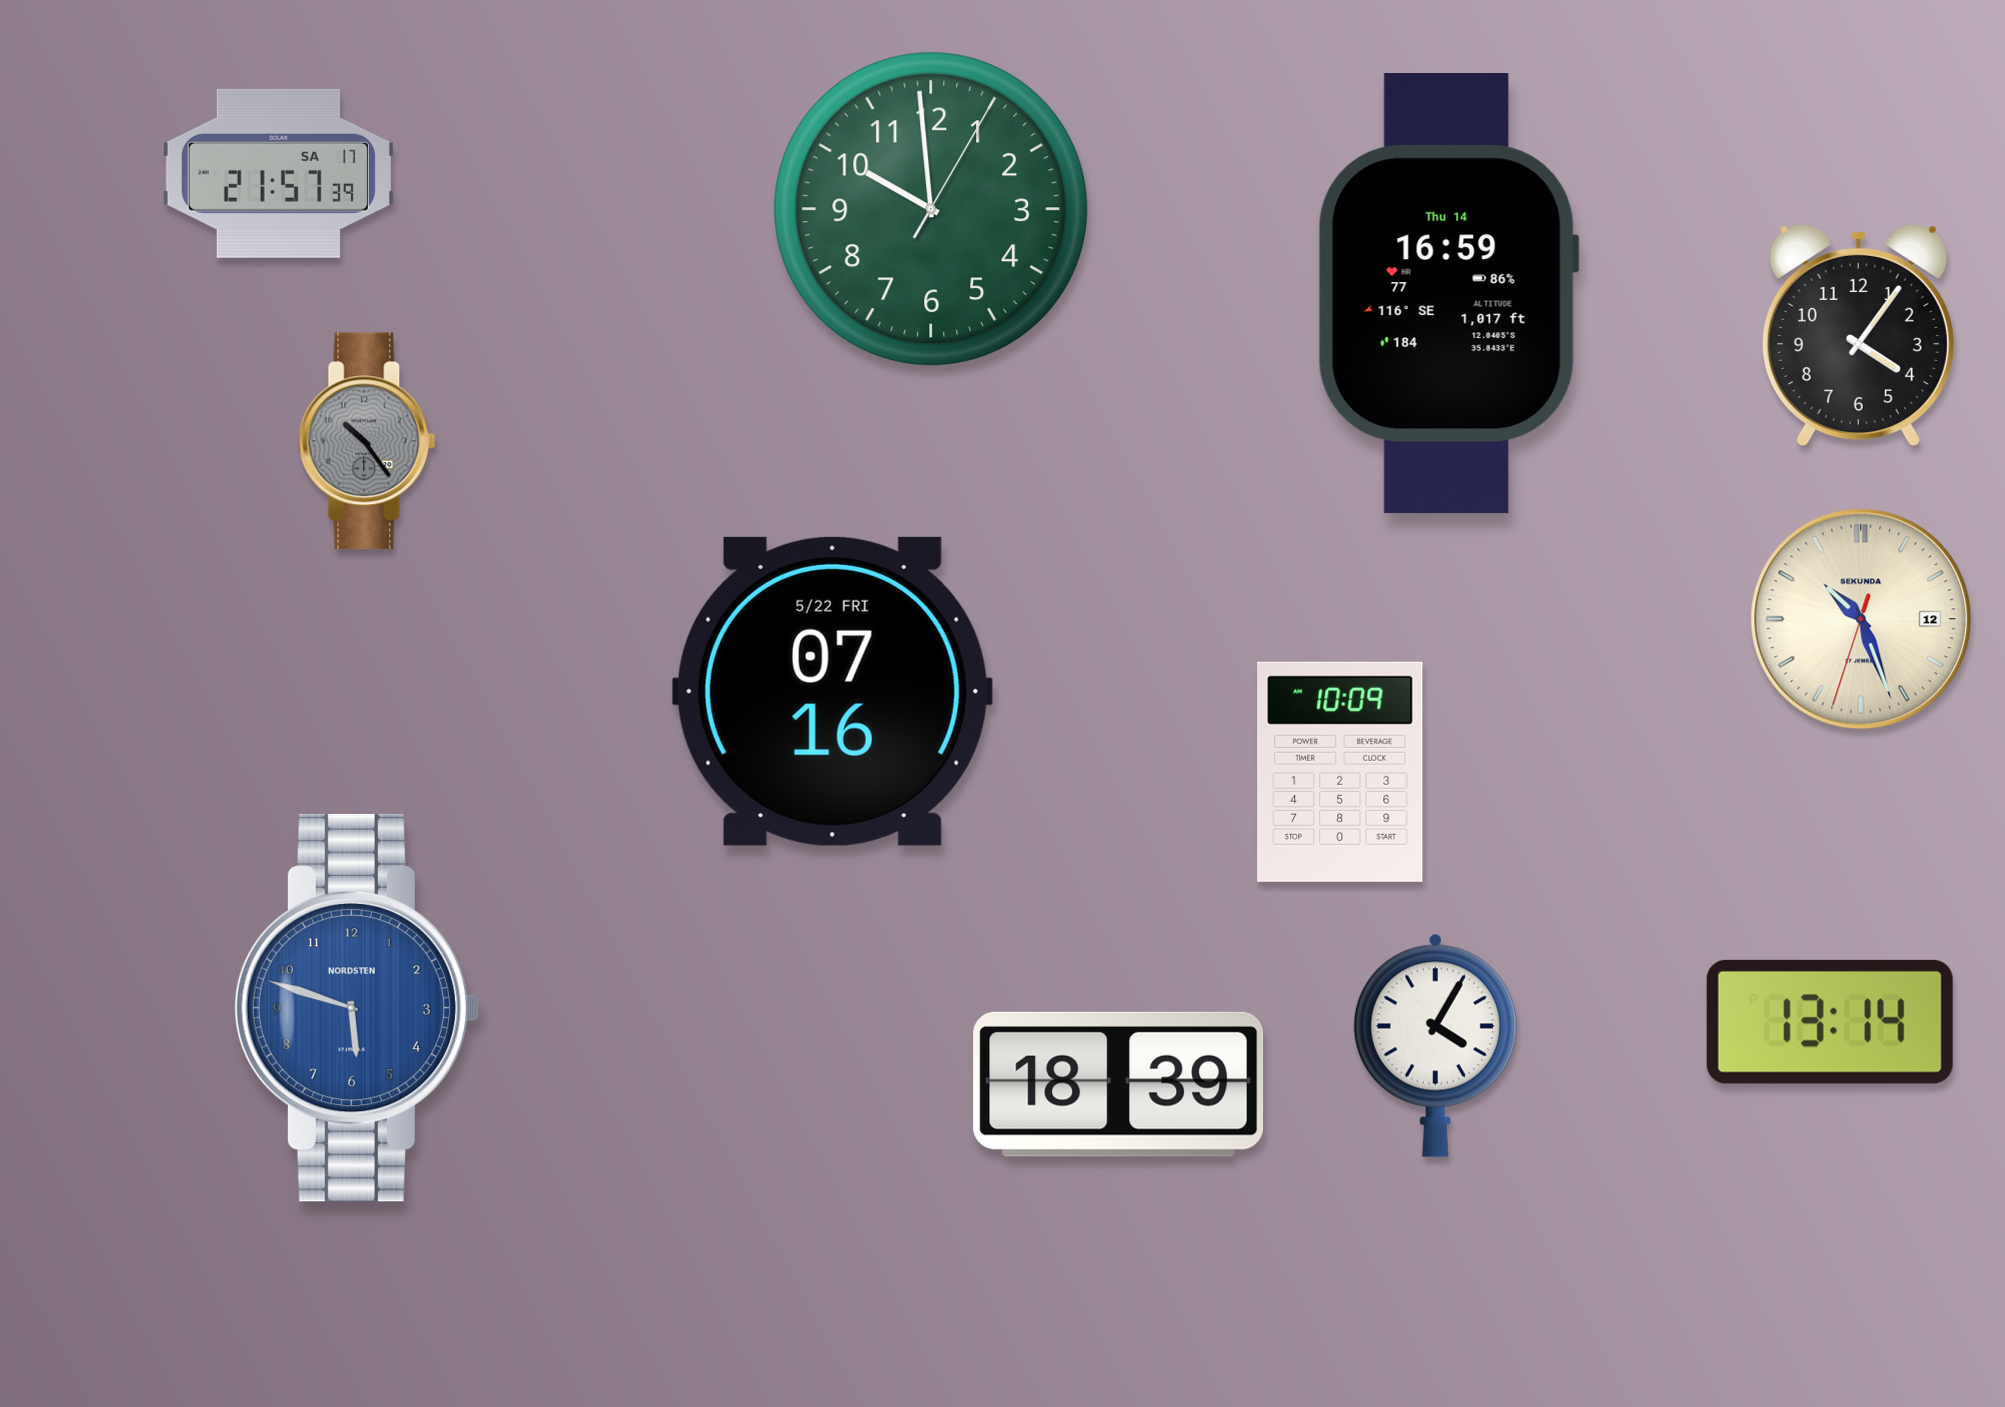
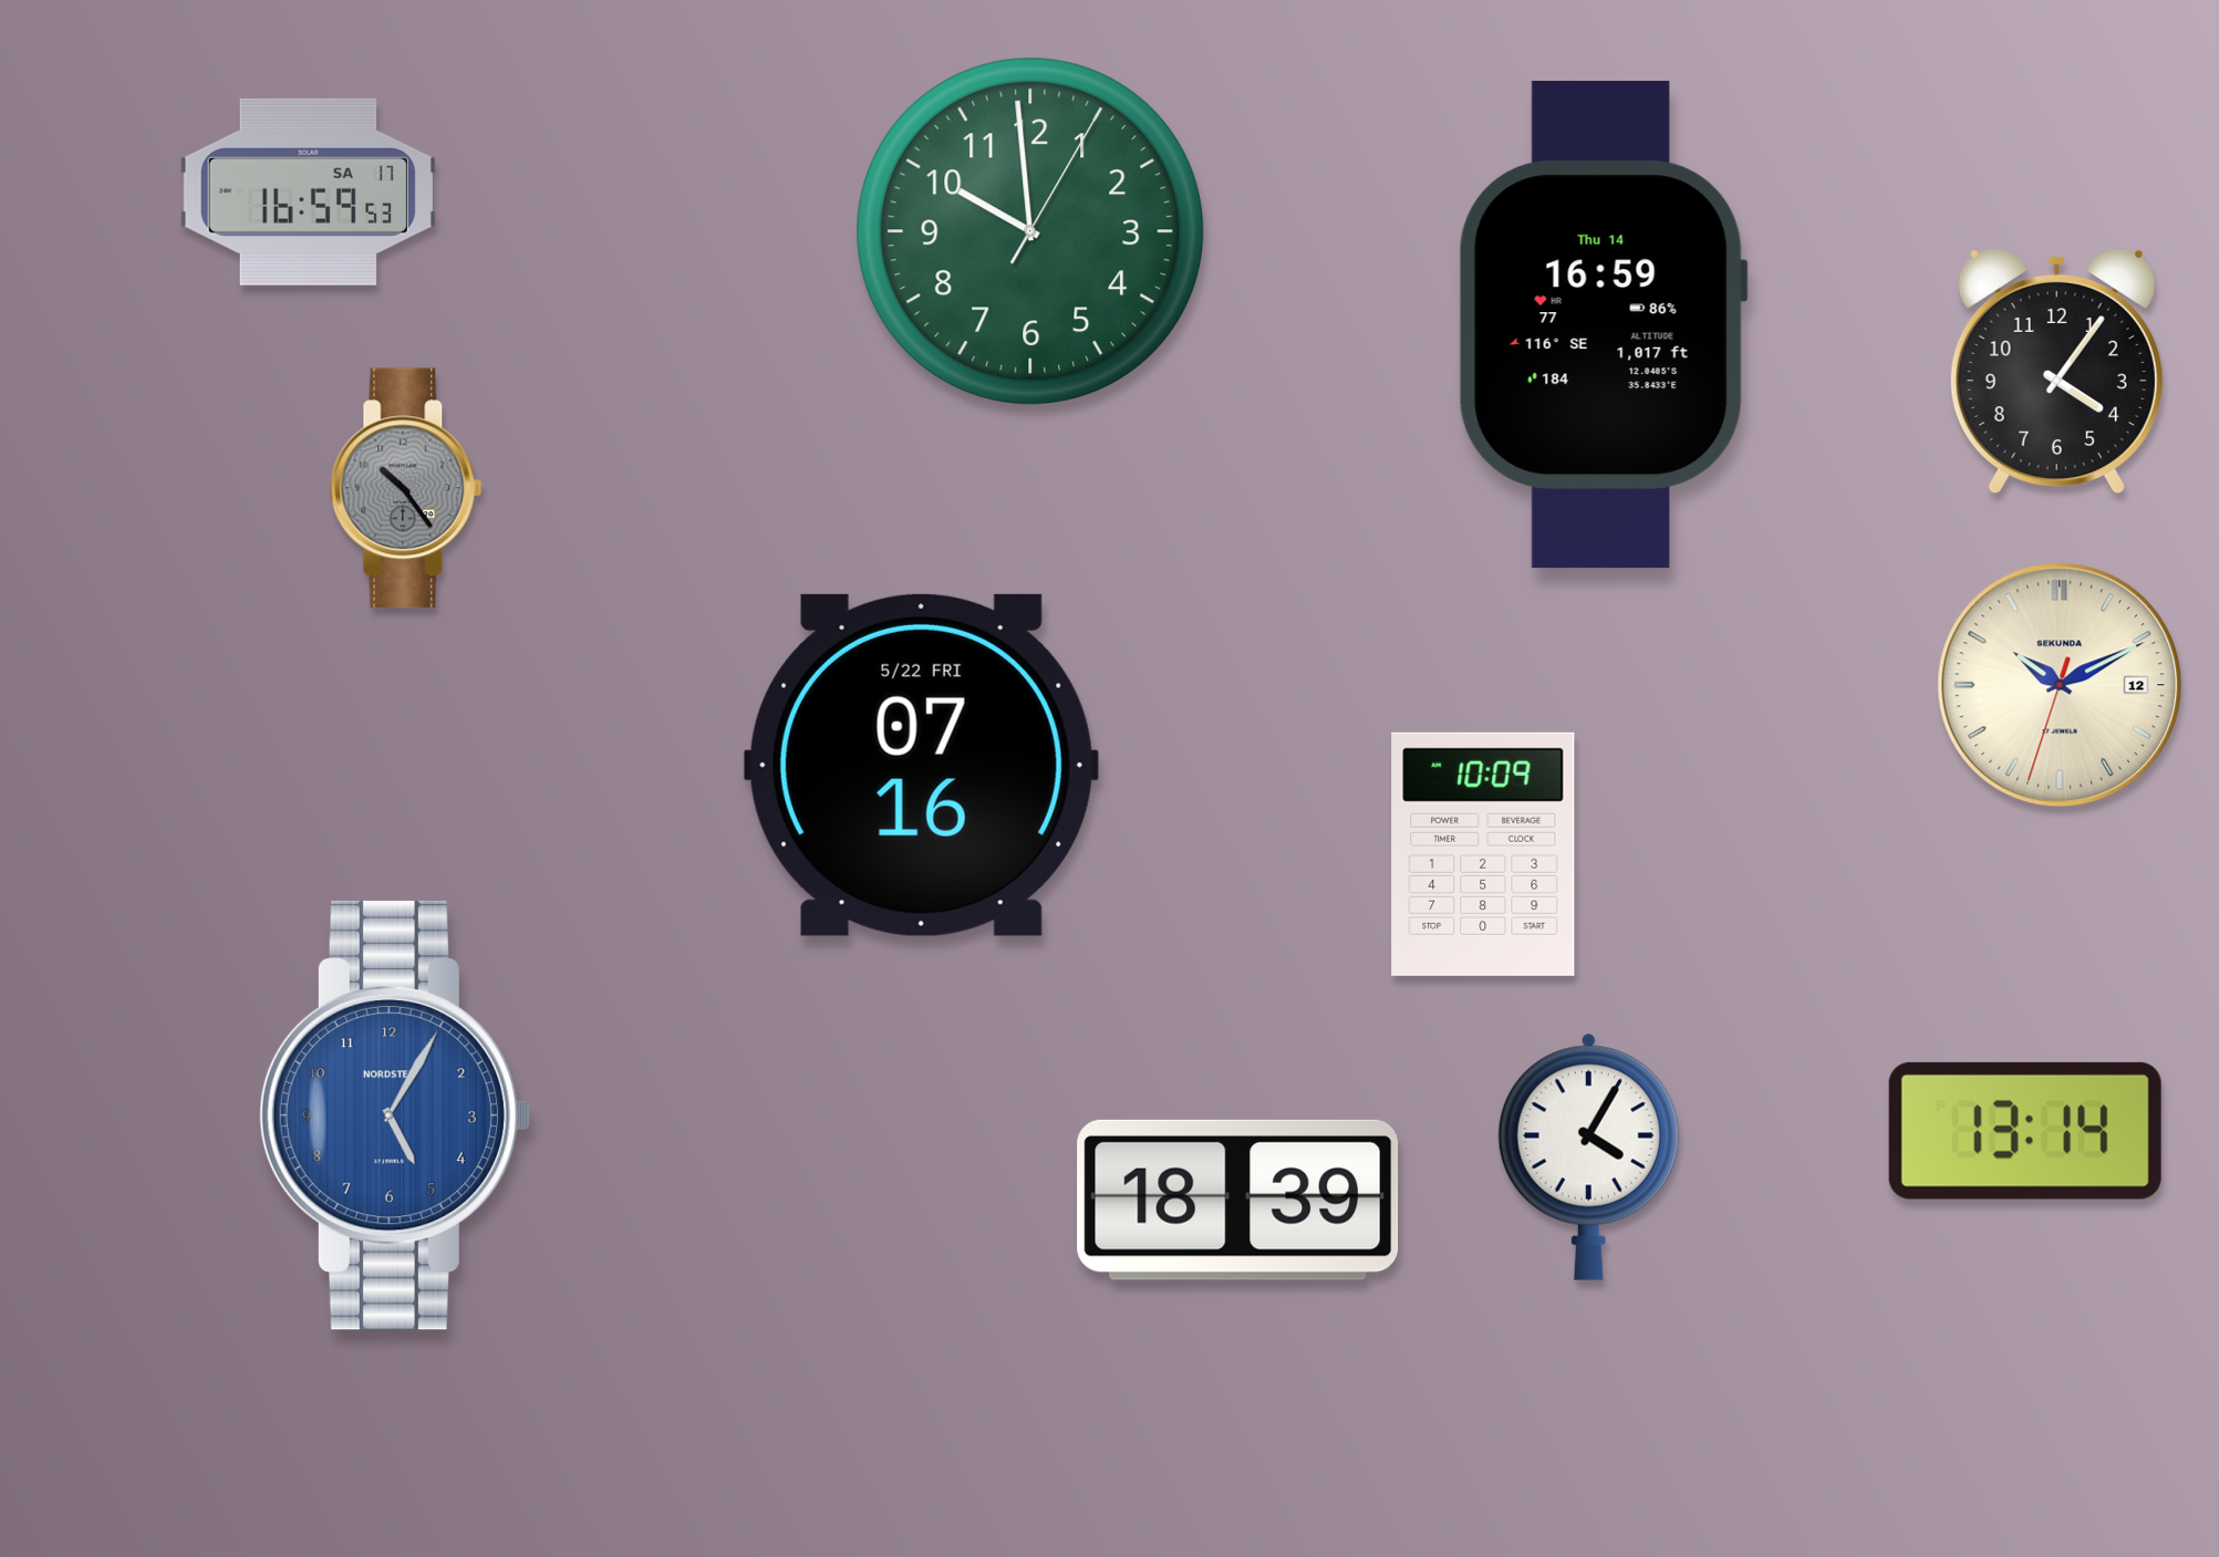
clock at (278, 173): 21:57 -> 16:59
clock at (1861, 619): 10:26 -> 10:10
clock at (357, 1008): 5:48 -> 5:05
